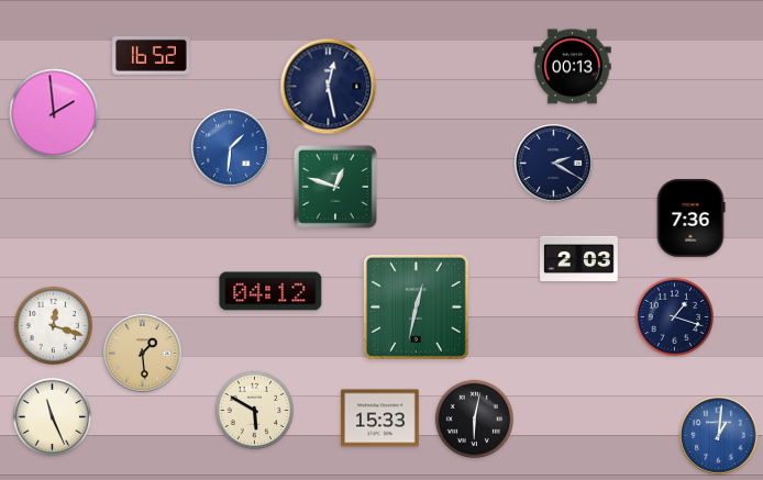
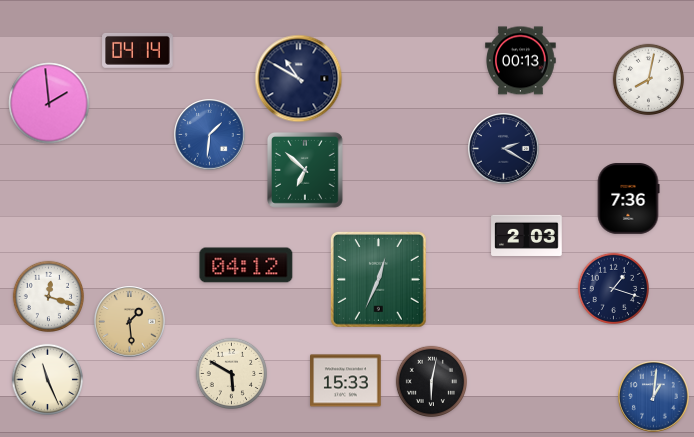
clock at (152, 55): 16:52 -> 04:14
clock at (329, 87): 12:28 -> 10:50
clock at (648, 79): none -> 8:02
clock at (335, 187): 12:48 -> 6:52
clock at (416, 306): 12:32 -> 12:34
